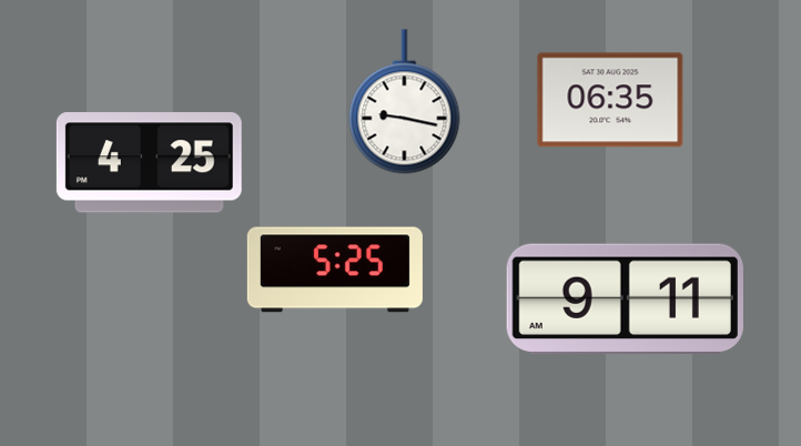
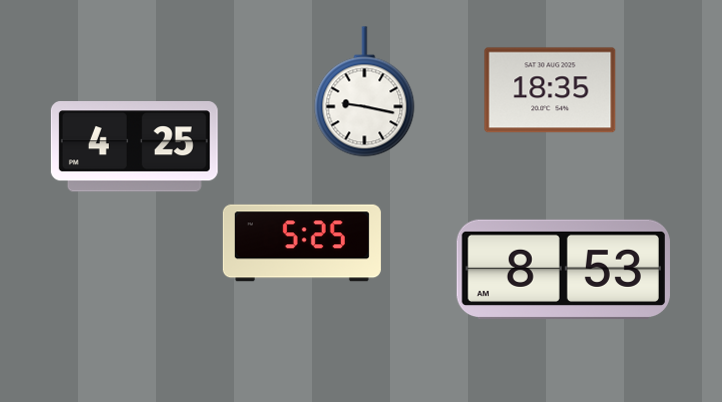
clock at (610, 100): 06:35 -> 18:35
clock at (625, 300): 9:11 -> 8:53
